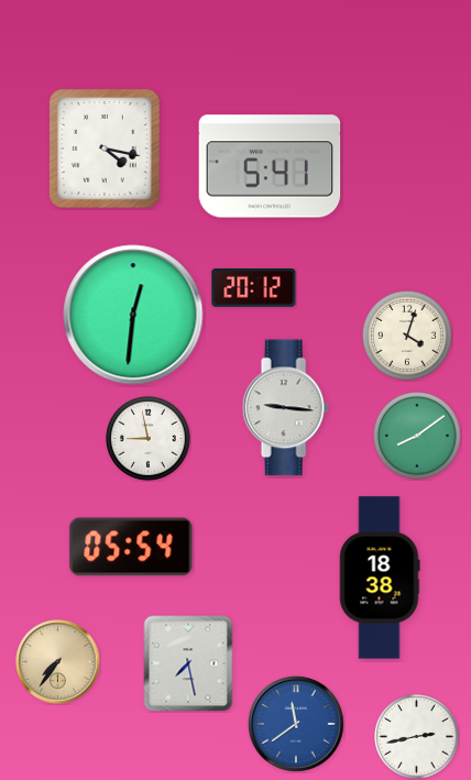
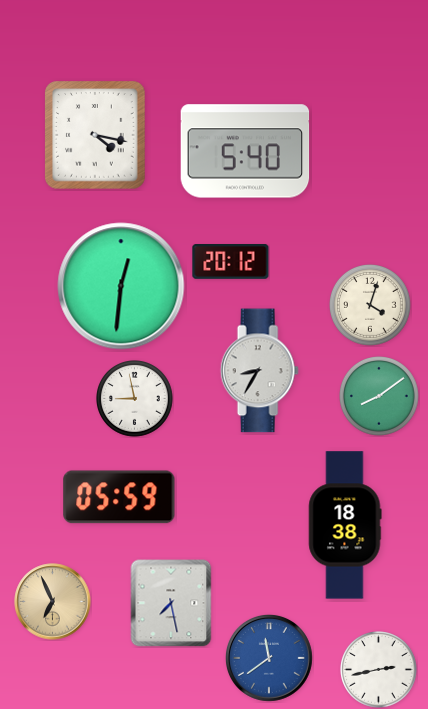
clock at (270, 166): 5:41 -> 5:40
clock at (285, 408): 9:16 -> 8:35
clock at (131, 547): 05:54 -> 05:59
clock at (58, 662): 7:36 -> 6:56
